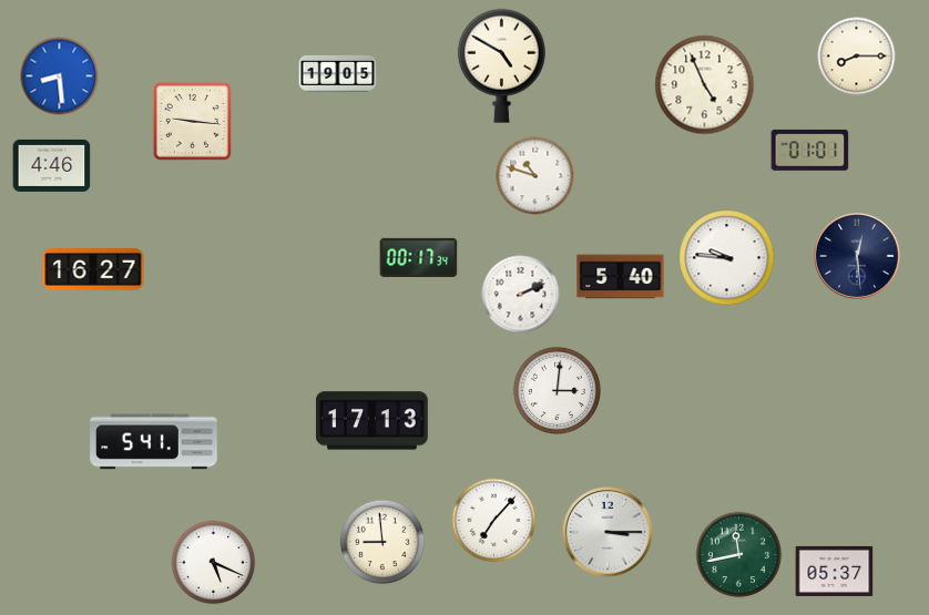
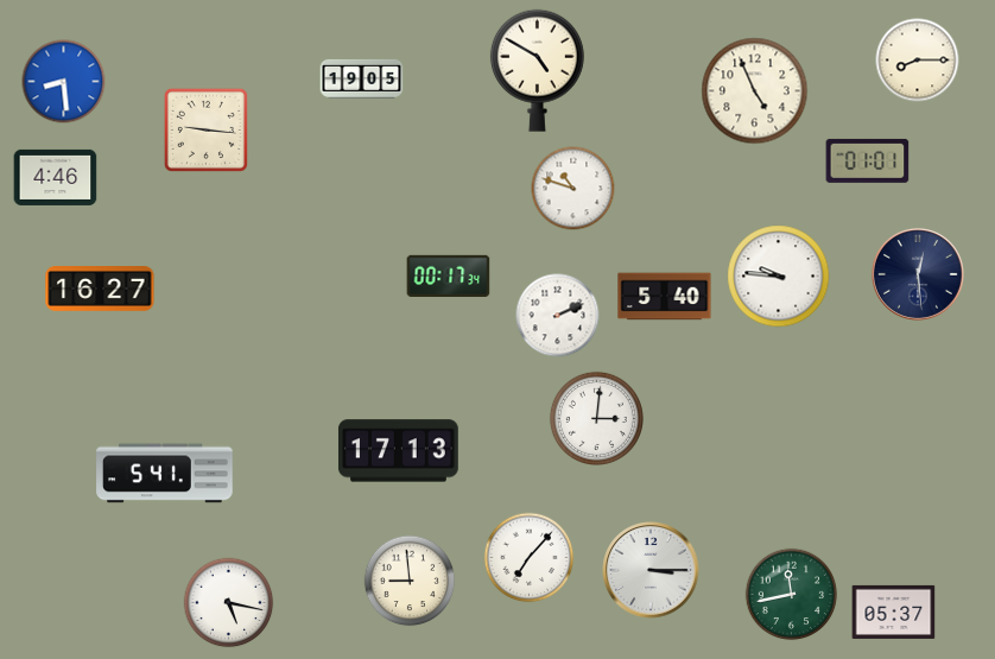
clock at (214, 563): 5:19 -> 5:17
